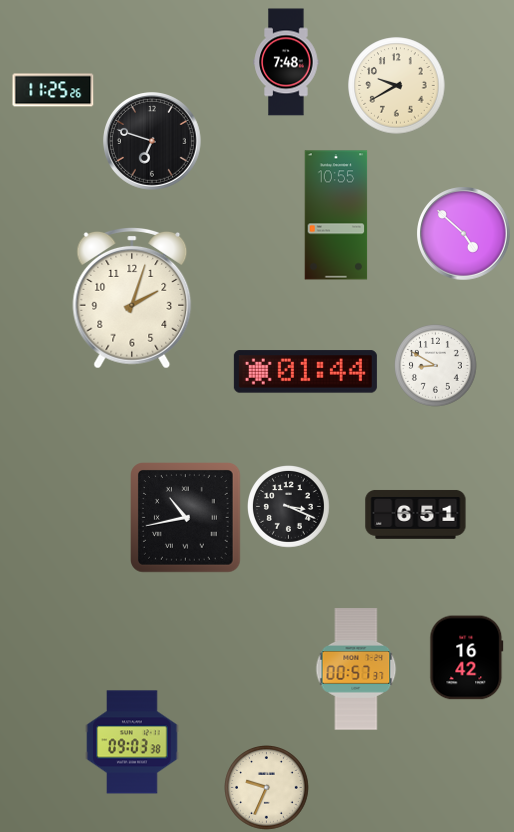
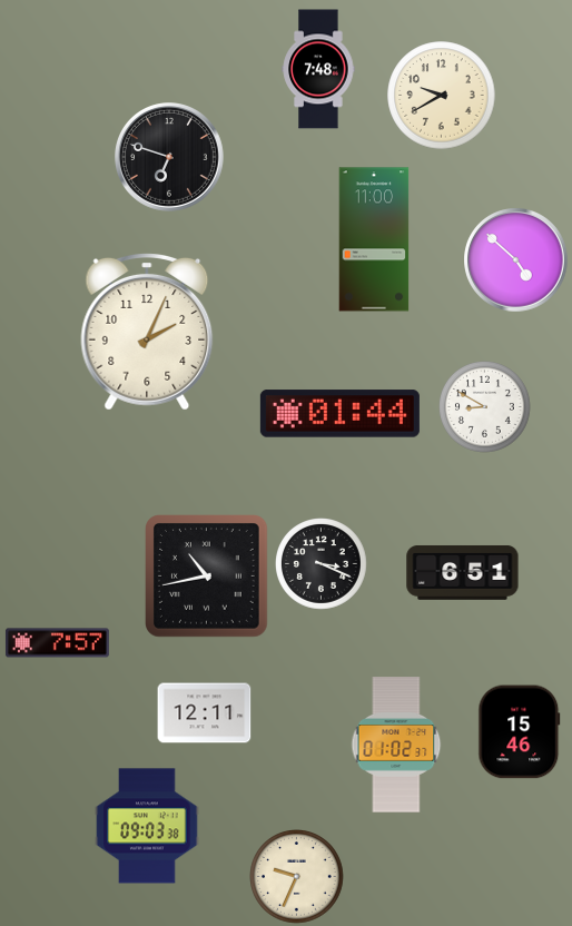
clock at (53, 90): 11:25 -> none
clock at (336, 215): 10:55 -> 11:00
clock at (132, 299): 2:03 -> 2:04
clock at (57, 643): none -> 7:57
clock at (205, 713): none -> 12:11
clock at (467, 658): 16:42 -> 15:46
clock at (356, 669): 00:57 -> 01:02
